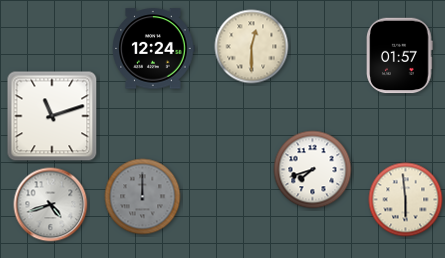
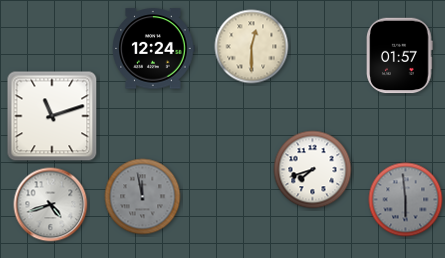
clock at (143, 197): 12:00 -> 11:58
clock at (406, 200) dial: cream -> grey
